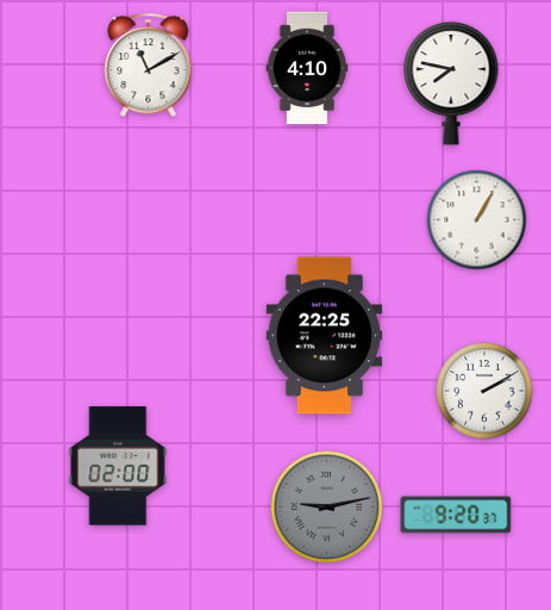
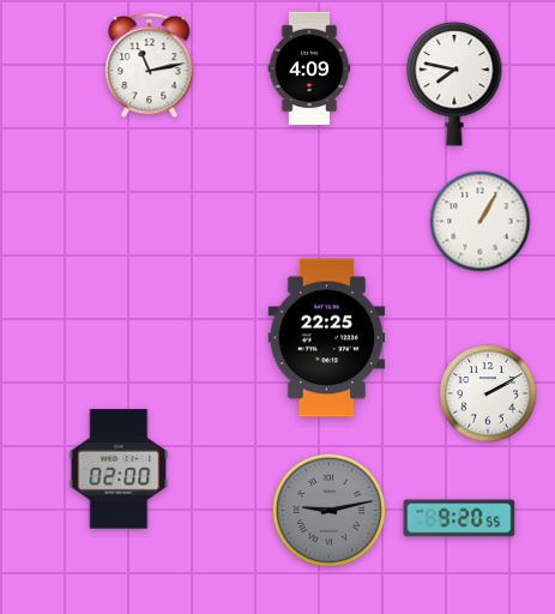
clock at (149, 66): 11:10 -> 11:13
clock at (307, 68): 4:10 -> 4:09
clock at (456, 515): 9:20:37 -> 9:20:55
